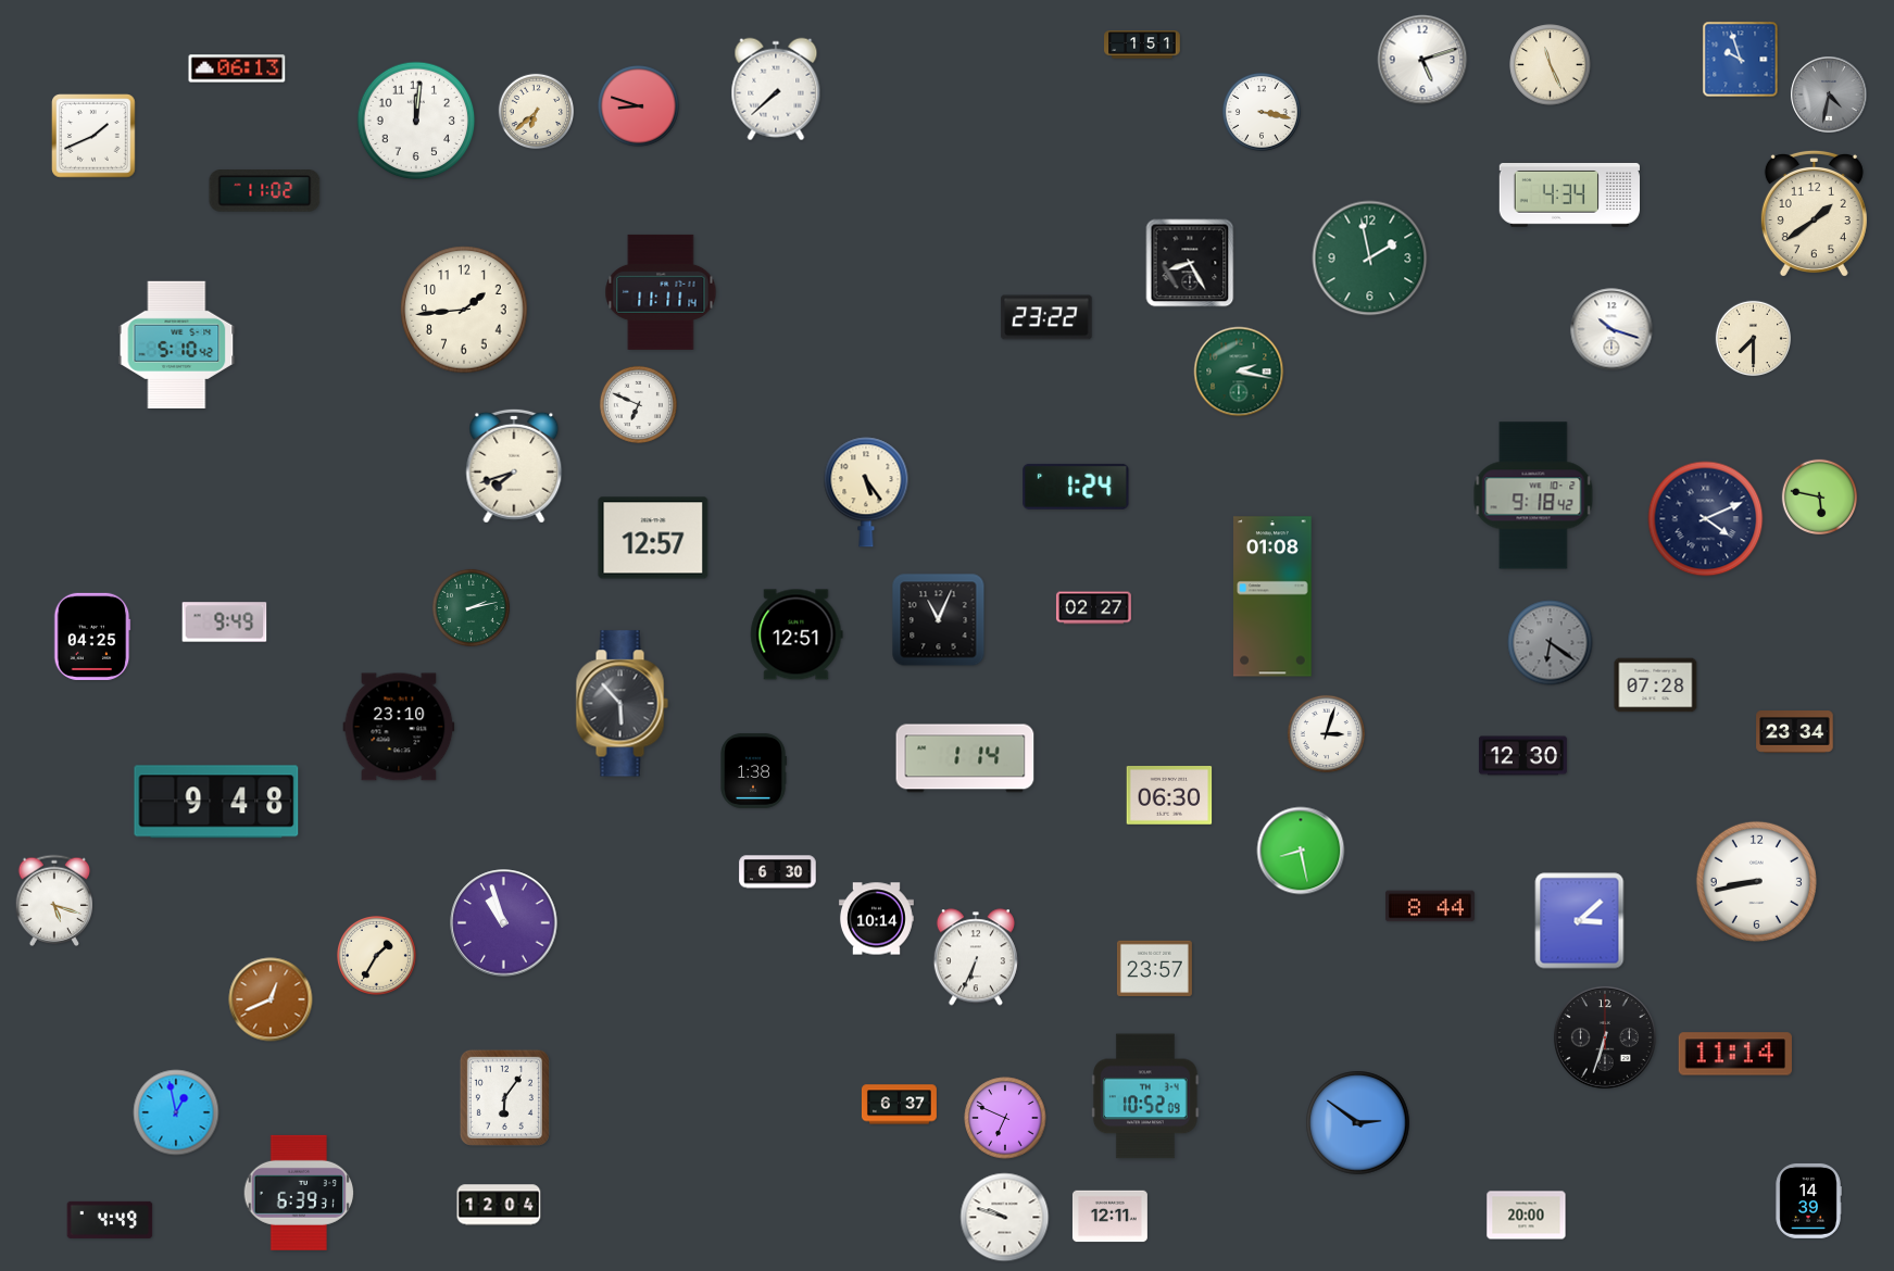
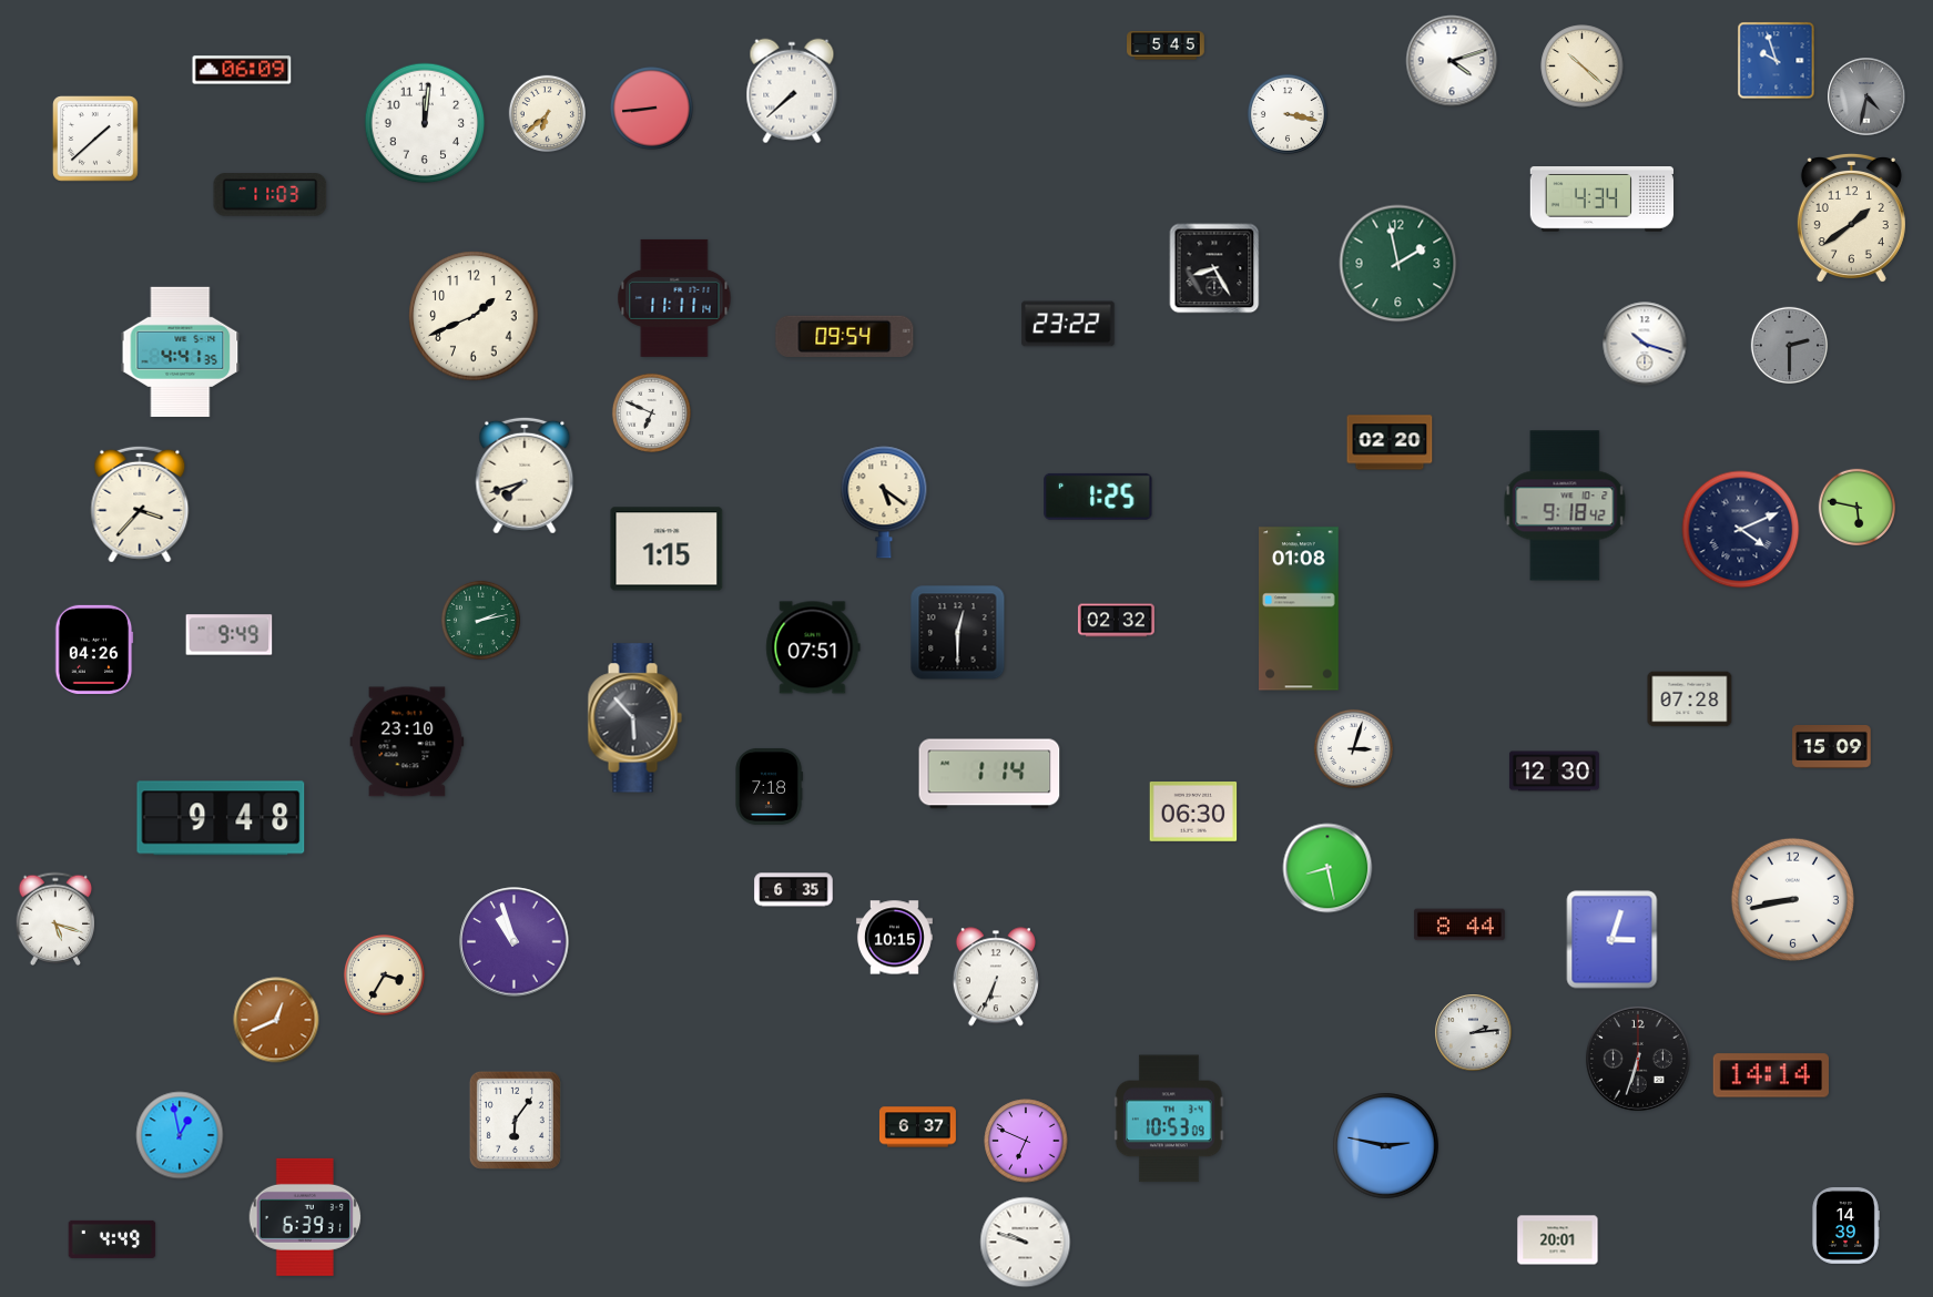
clock at (1142, 45): 1:51 -> 5:45
clock at (1422, 60): 5:12 -> 4:12
clock at (1551, 65): 11:26 -> 10:22
clock at (237, 68): 06:13 -> 06:09
clock at (639, 106): 8:48 -> 8:44
clock at (93, 136): 1:41 -> 1:38
clock at (265, 191): 11:02 -> 11:03
clock at (464, 310): 1:44 -> 1:41
clock at (845, 336): none -> 09:54
clock at (1611, 329) position: (1611, 329) -> (1645, 344)
clock at (1754, 339): 7:30 -> 2:30
clock at (1754, 339) dial: cream -> grey
clock at (177, 344): 5:10 -> 4:41
clock at (1239, 372): 2:17 -> none
clock at (1390, 442): none -> 02:20
clock at (1076, 487): 1:24 -> 1:25
clock at (866, 492): 5:24 -> 5:21
clock at (140, 504): none -> 3:37
clock at (653, 538): 12:57 -> 1:15
clock at (1093, 608): 02:27 -> 02:32
clock at (939, 620): 11:04 -> 12:30
clock at (797, 634): 12:51 -> 07:51
clock at (92, 637): 04:25 -> 04:26
clock at (1551, 643): 6:21 -> none
clock at (1795, 732): 23:34 -> 15:09
clock at (965, 758) position: (965, 758) -> (989, 774)
clock at (753, 770): 1:38 -> 7:18
clock at (778, 872): 6:30 -> 6:35
clock at (876, 919): 10:14 -> 10:15
clock at (1580, 921): 3:08 -> 3:03
clock at (377, 956): 1:35 -> 3:35
clock at (1154, 968): 23:57 -> none
clock at (1474, 1033): none -> 2:14
clock at (1735, 1054): 11:14 -> 14:14
clock at (1146, 1096): 10:52 -> 10:53
clock at (1358, 1123): 2:51 -> 2:47
clock at (499, 1205): 12:04 -> none
clock at (1527, 1216): 20:00 -> 20:01
clock at (1109, 1217): 12:11 -> none
clock at (110, 1220) position: (110, 1220) -> (112, 1239)
